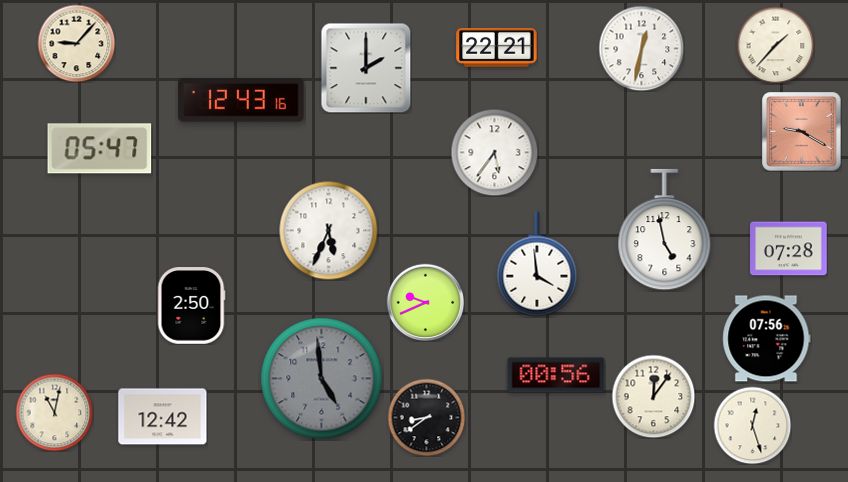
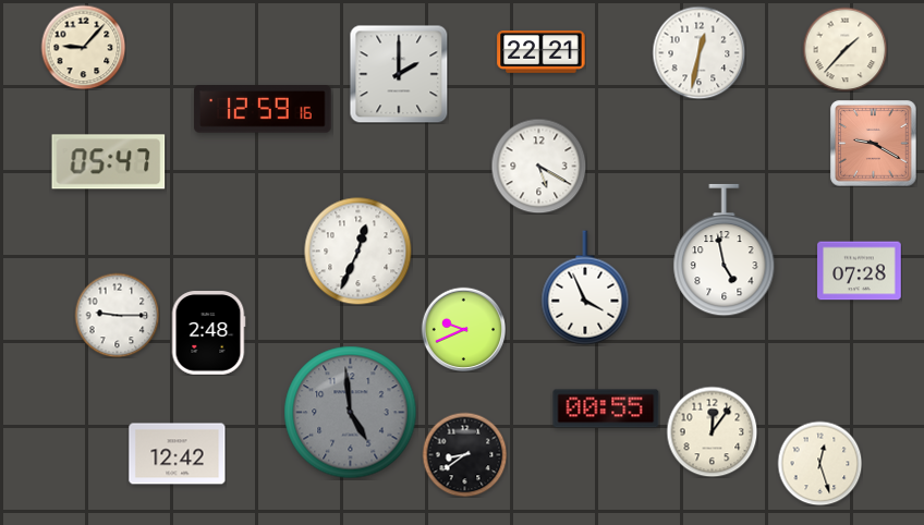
clock at (241, 100): 12:43 -> 12:59
clock at (494, 152): 5:36 -> 5:20
clock at (329, 231): 5:34 -> 12:34
clock at (537, 264): 3:59 -> 3:56
clock at (117, 315): none -> 9:15
clock at (191, 306): 2:50 -> 2:48
clock at (767, 339): 07:56 -> none
clock at (556, 375): 00:56 -> 00:55
clock at (54, 412): 11:02 -> none
